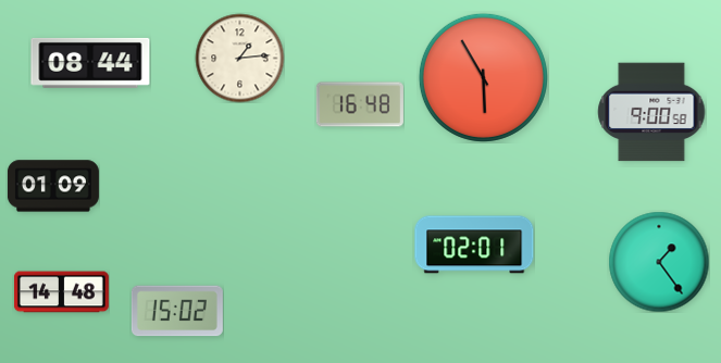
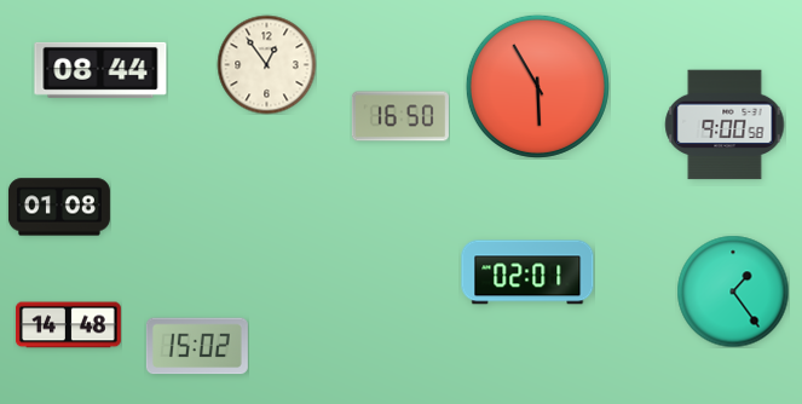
clock at (239, 58): 1:14 -> 12:54
clock at (360, 104): 16:48 -> 16:50
clock at (53, 186): 01:09 -> 01:08
